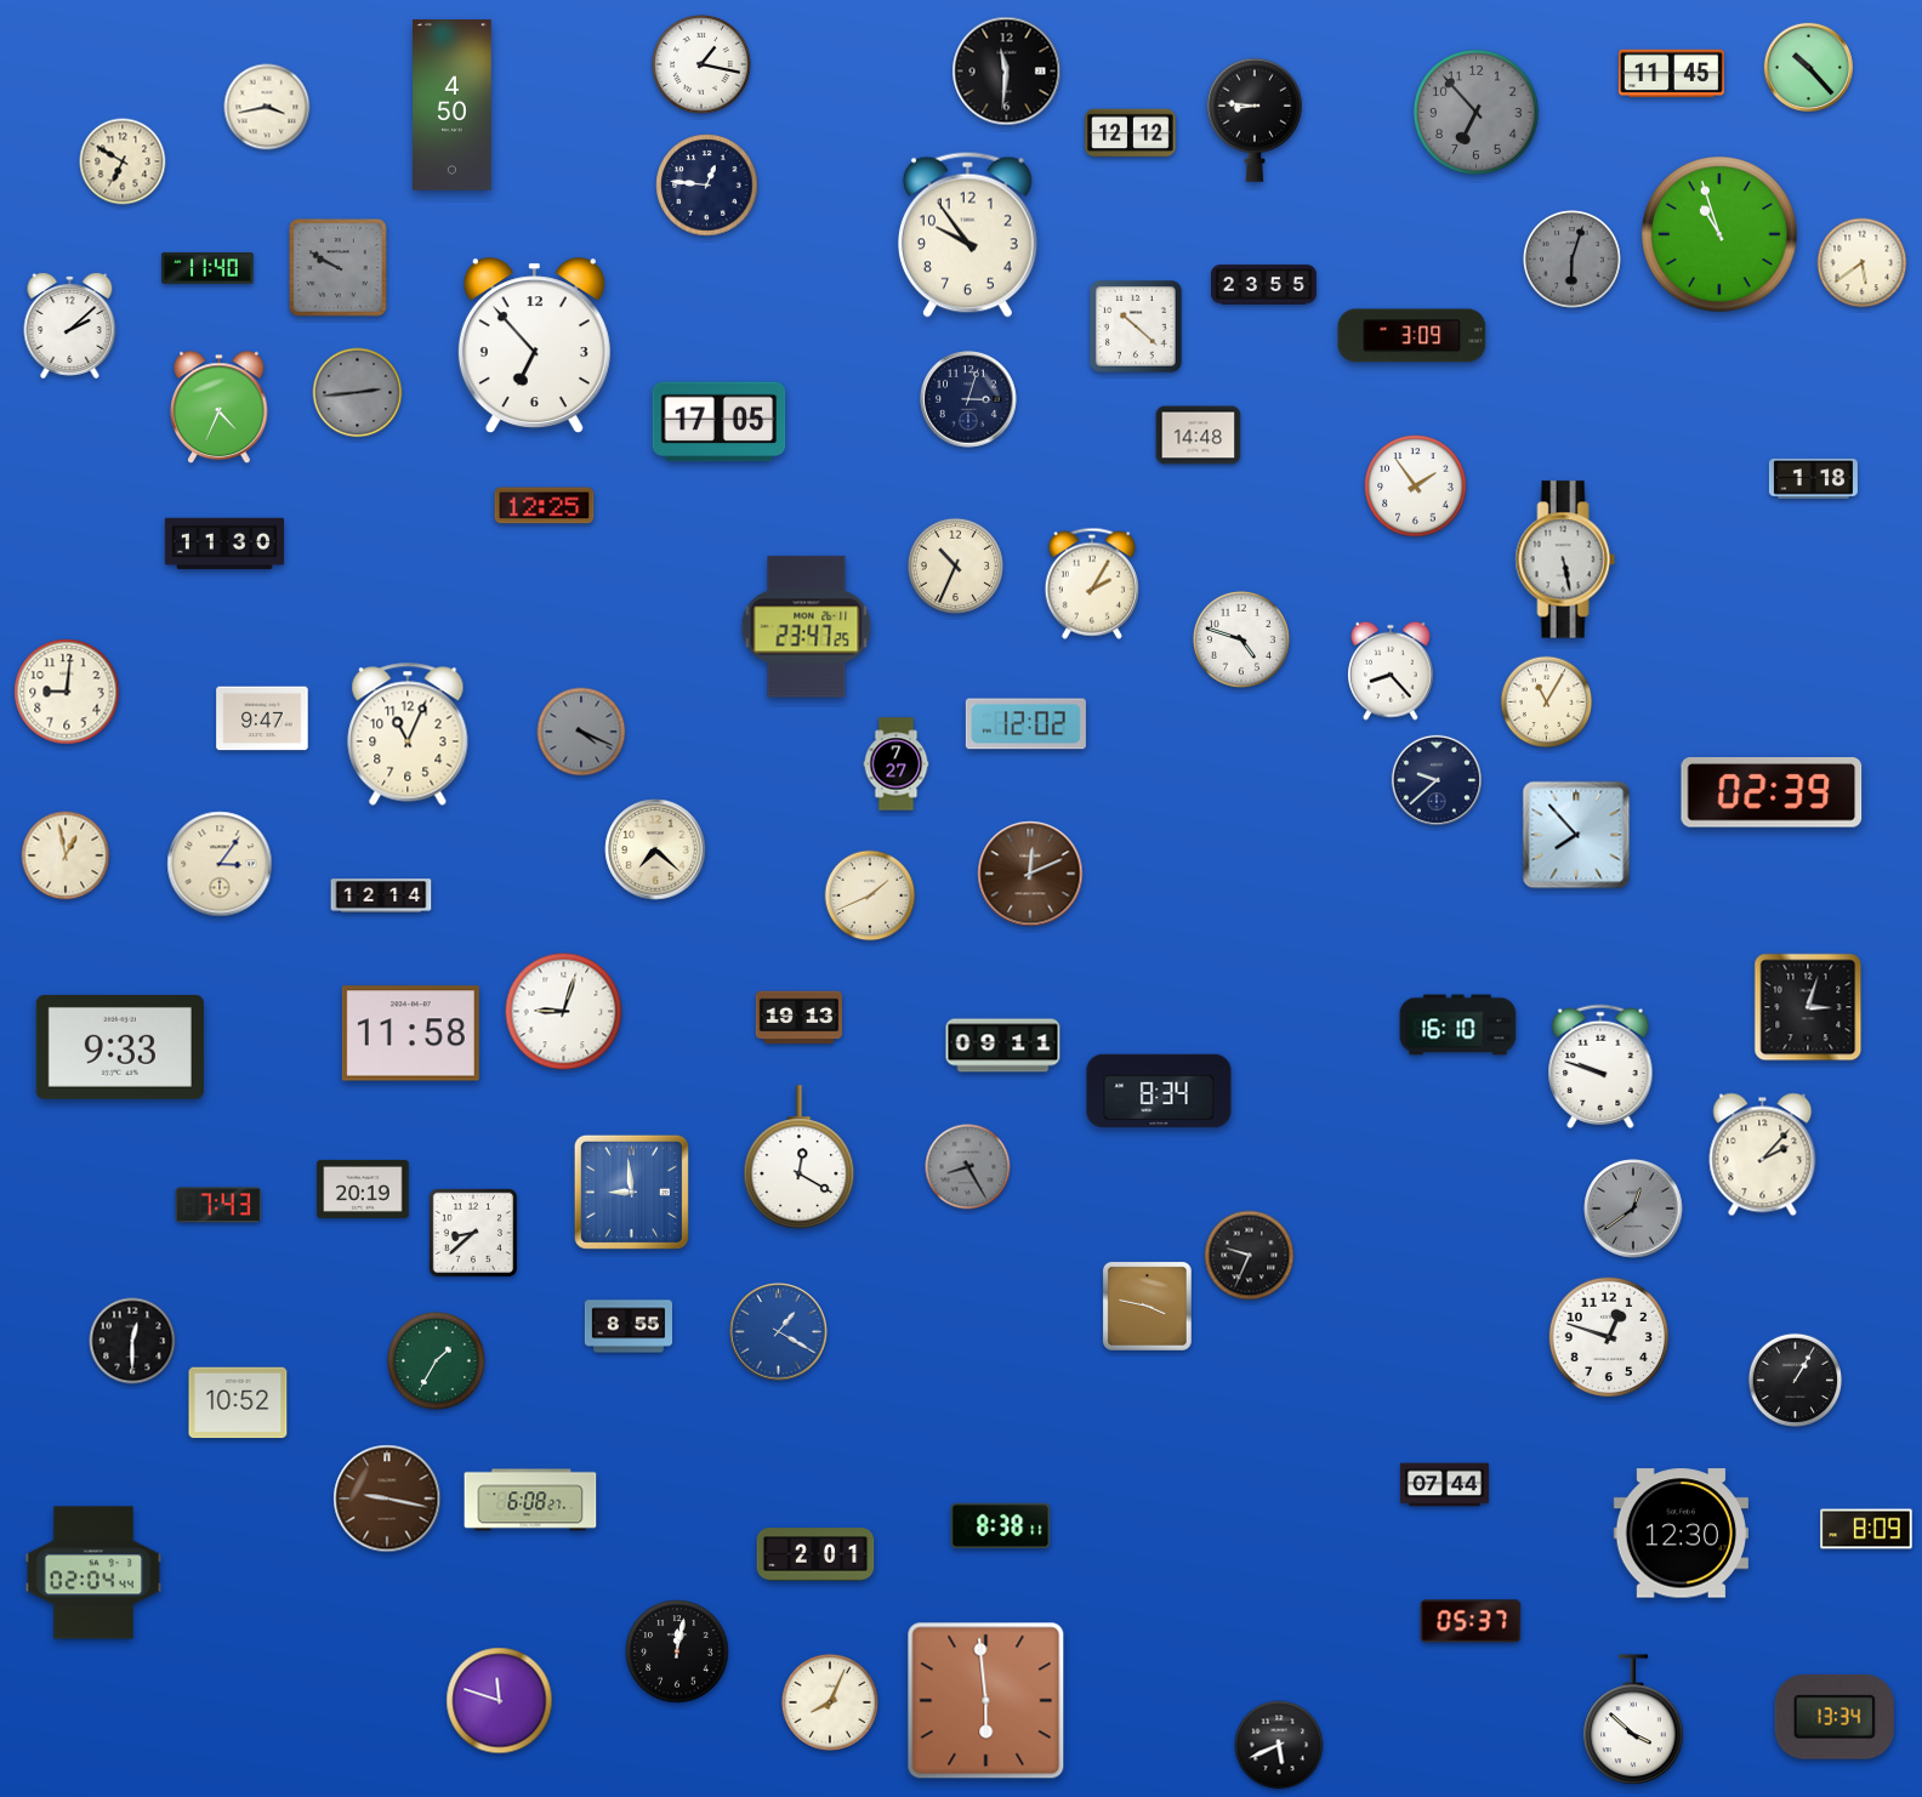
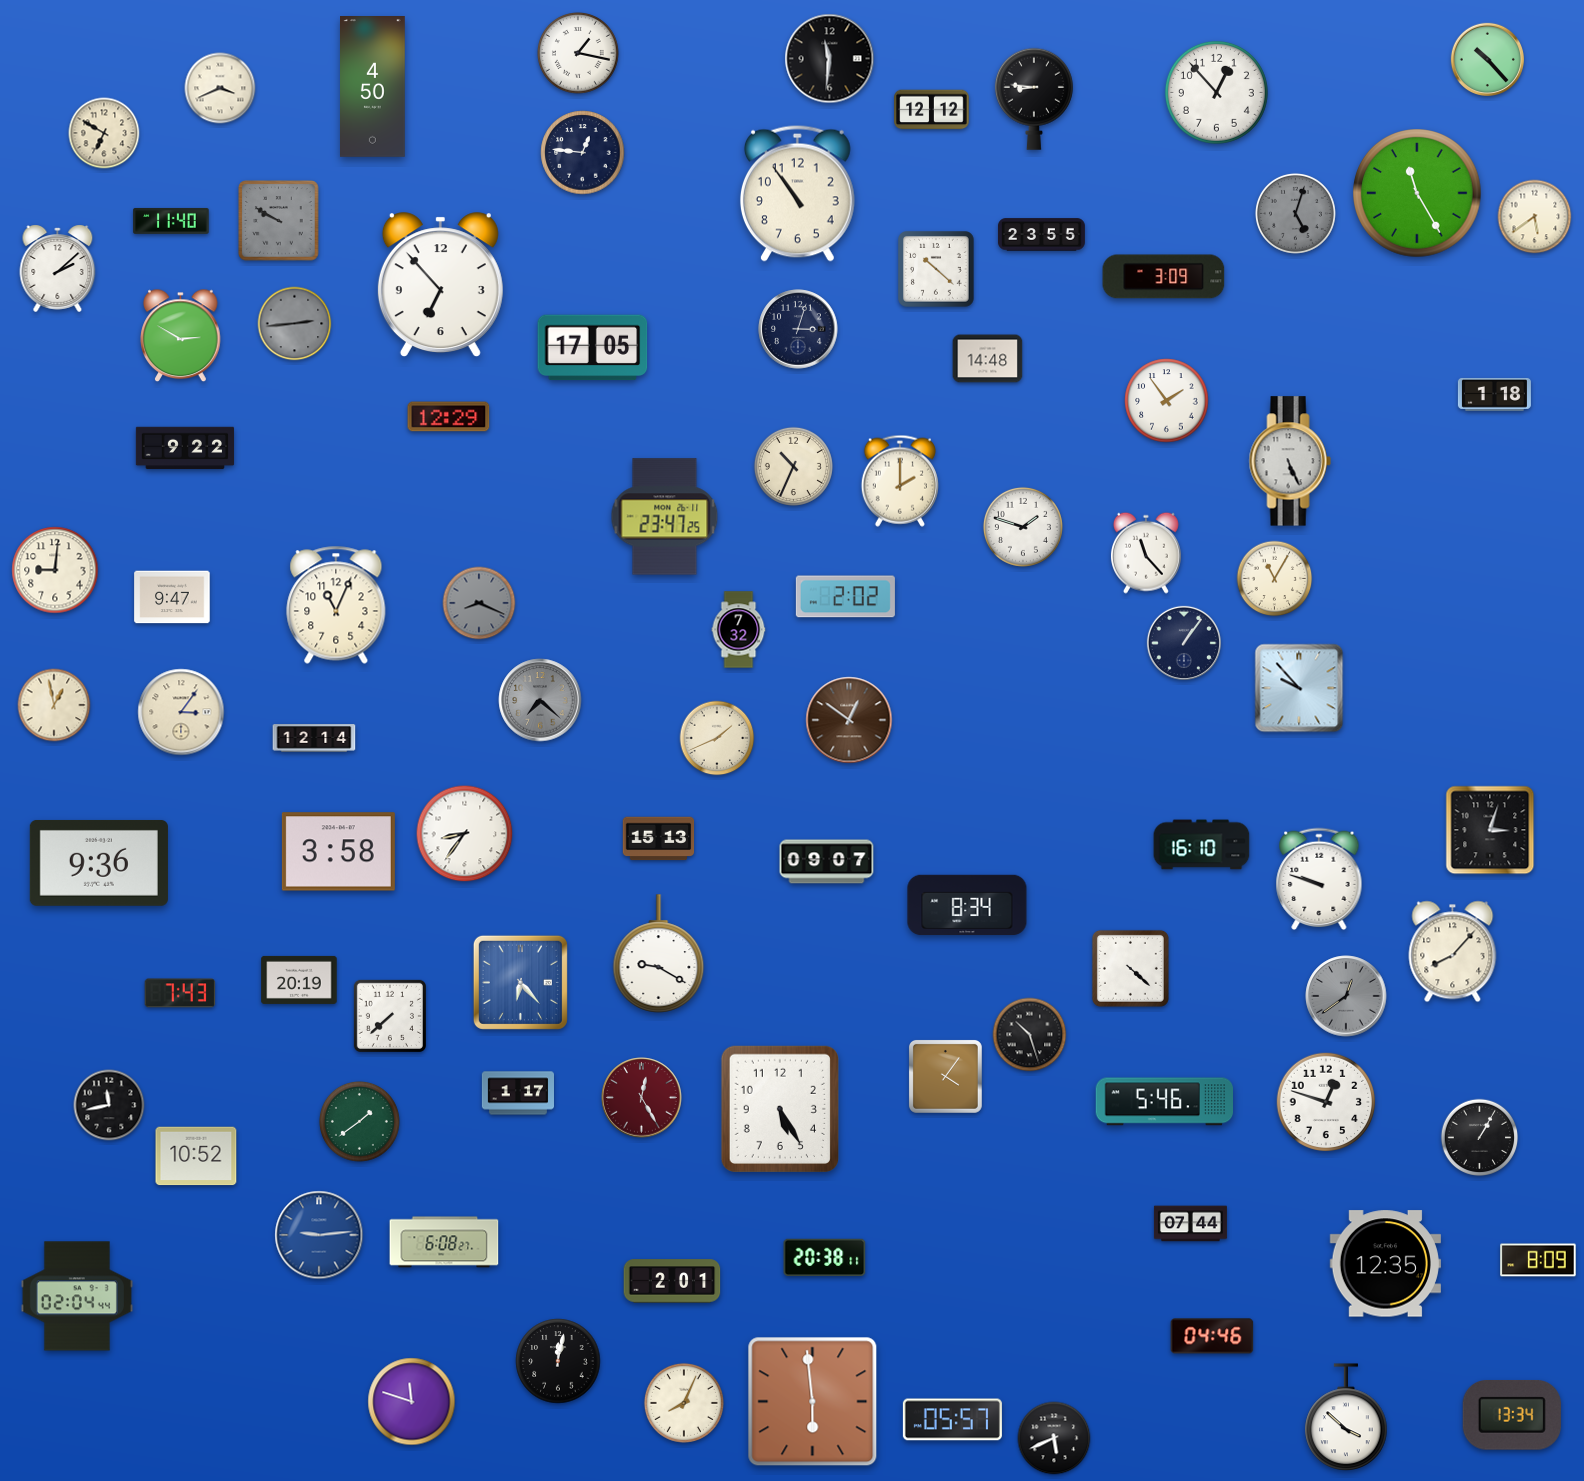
clock at (1808, 67) position: (1808, 67) -> (1487, 59)
clock at (1671, 74): 11:45 -> none
clock at (267, 107): 3:43 -> 3:41
clock at (1475, 112): 6:53 -> 12:53
clock at (1475, 112) dial: grey -> white
clock at (123, 161) position: (123, 161) -> (104, 133)
clock at (967, 234): 9:54 -> 10:54
clock at (1719, 234): 10:57 -> 11:25
clock at (1571, 258): 6:03 -> 5:03
clock at (220, 408): 4:34 -> 2:50
clock at (545, 506): 12:25 -> 12:29
clock at (224, 544): 11:30 -> 9:22
clock at (1565, 559): 5:28 -> 5:26
clock at (955, 565) position: (955, 565) -> (793, 466)
clock at (1092, 584): 2:05 -> 2:00
clock at (1241, 639): 4:48 -> 1:48
clock at (1391, 671): 8:23 -> 11:23
clock at (262, 718) position: (262, 718) -> (172, 597)
clock at (1025, 724): 12:02 -> 2:02
clock at (581, 732): 4:19 -> 8:19
clock at (897, 764): 7:27 -> 7:32
clock at (1437, 780): 9:38 -> 1:06
clock at (1772, 794): 02:39 -> none
clock at (1576, 835): 7:53 -> 9:53
clock at (655, 849) dial: cream -> grey
clock at (1030, 874): 12:11 -> 12:51
clock at (564, 1012): 9:03 -> 8:36
clock at (800, 1018): 19:13 -> 15:13
clock at (410, 1034): 11:58 -> 3:58
clock at (1003, 1046): 09:11 -> 09:07
clock at (120, 1047): 9:33 -> 9:36
clock at (1159, 1091) position: (1159, 1091) -> (967, 905)
clock at (1763, 1155): 2:07 -> 8:07
clock at (800, 1158): 12:20 -> 9:20
clock at (968, 1167): 8:25 -> none
clock at (1130, 968): none -> 4:22
clock at (631, 1192): 8:59 -> 6:23
clock at (473, 1233): 8:38 -> 7:38
clock at (1250, 1256): 9:34 -> 10:27
clock at (1147, 1306): 3:47 -> 4:06
clock at (627, 1326): 8:55 -> 1:17
clock at (779, 1332): 1:20 -> 12:25
clock at (779, 1332) dial: blue -> burgundy
clock at (1165, 1102): none -> 5:46
clock at (132, 1341): 12:30 -> 11:43
clock at (780, 1109): none -> 5:25
clock at (436, 1360): 1:35 -> 1:39
clock at (387, 1499): 9:17 -> 9:14
clock at (387, 1499) dial: brown -> blue
clock at (530, 1500) position: (530, 1500) -> (444, 1242)
clock at (1001, 1526): 8:38 -> 20:38
clock at (1681, 1534): 12:30 -> 12:35
clock at (1471, 1621): 05:37 -> 04:46
clock at (952, 1420): none -> 05:57
